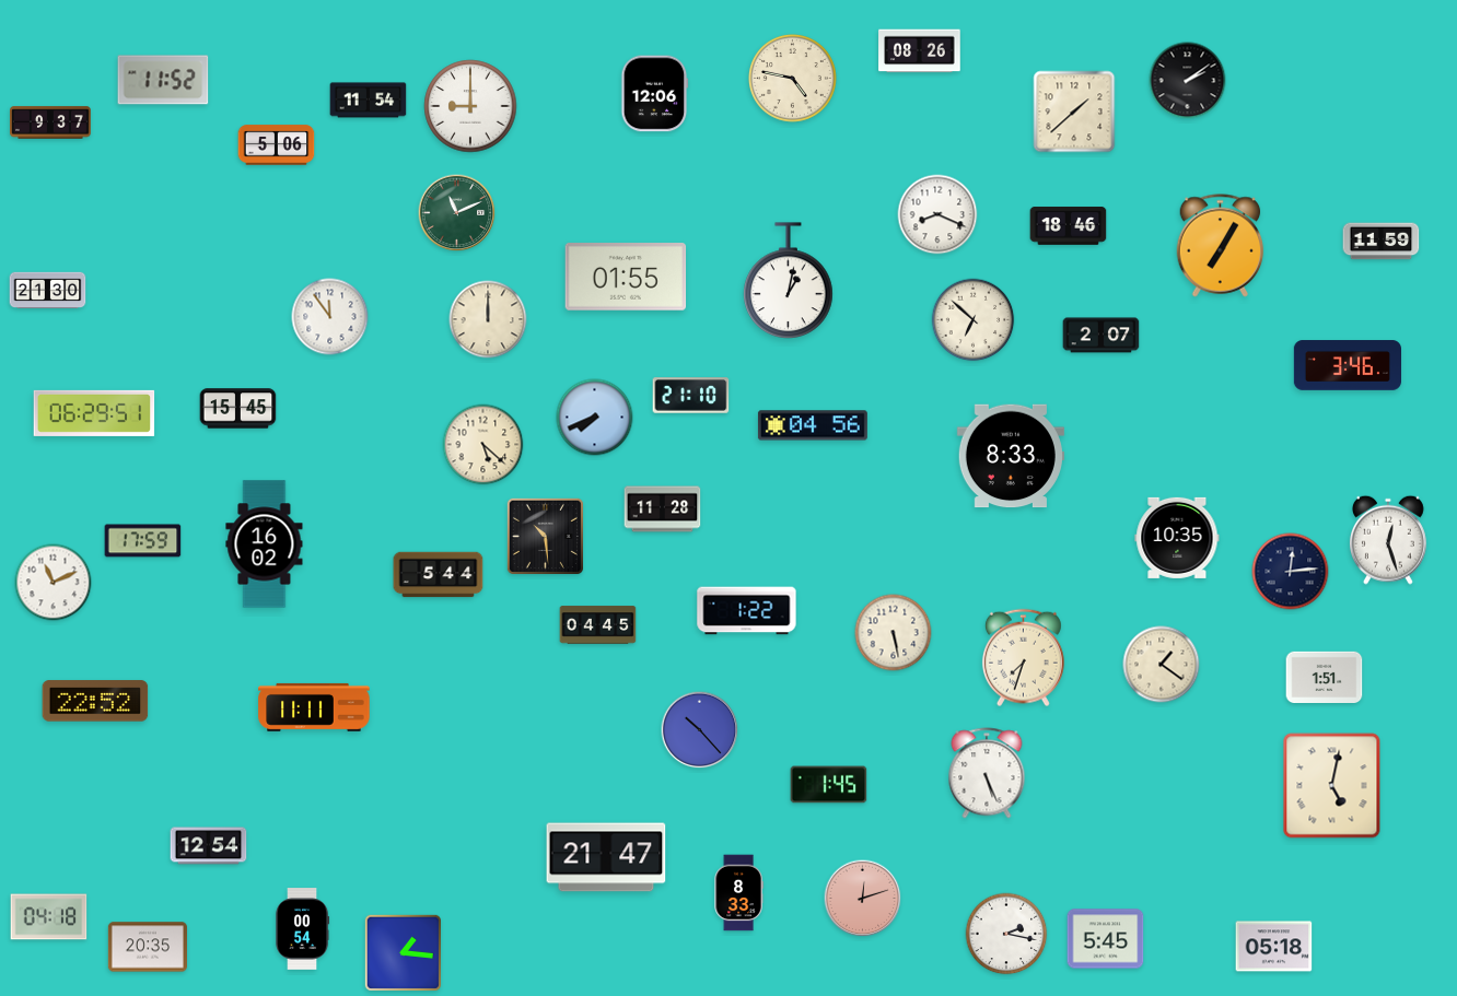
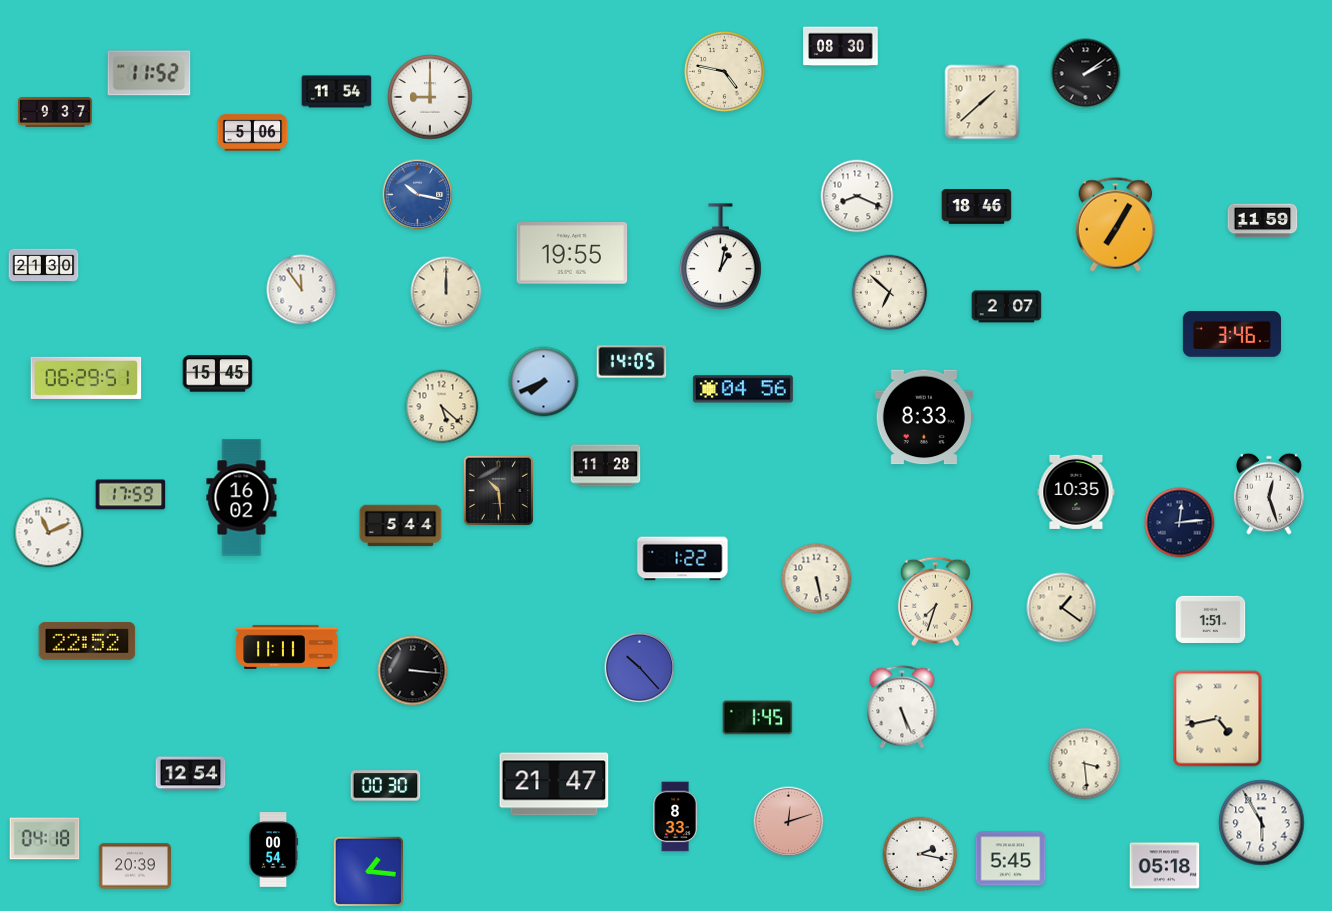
clock at (920, 51): 08:26 -> 08:30
clock at (655, 94): 12:06 -> none
clock at (51, 122) position: (51, 122) -> (56, 112)
clock at (457, 213): 11:11 -> 10:17
clock at (457, 213) dial: green -> blue
clock at (626, 277): 01:55 -> 19:55
clock at (691, 396): 21:10 -> 14:05
clock at (598, 625): 04:45 -> none
clock at (413, 671): none -> 3:16
clock at (1332, 786): 5:02 -> 4:43
clock at (1085, 764): none -> 3:29
clock at (386, 786): none -> 00:30
clock at (1262, 823): none -> 5:55
clock at (303, 929) position: (303, 929) -> (274, 850)
clock at (148, 947): 20:35 -> 20:39
